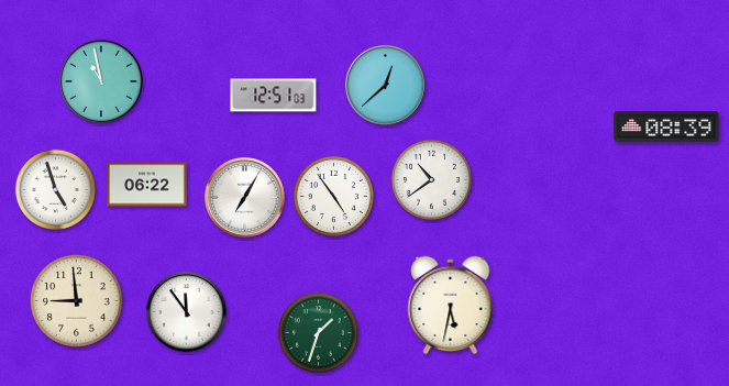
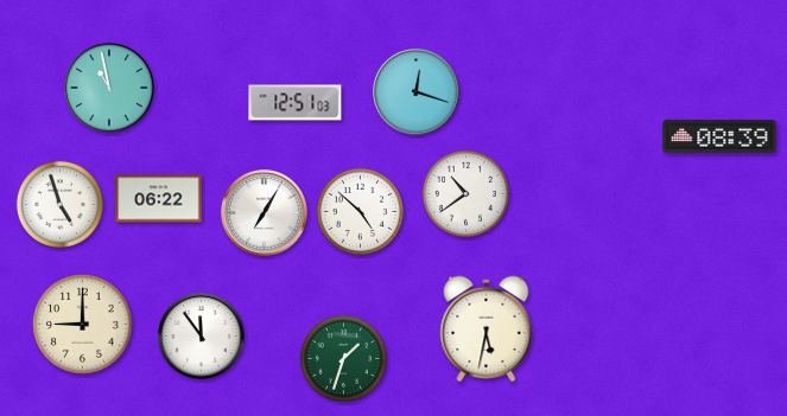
clock at (386, 86): 12:38 -> 12:18
clock at (333, 196): 4:54 -> 4:52
clock at (77, 301): 8:59 -> 9:00
